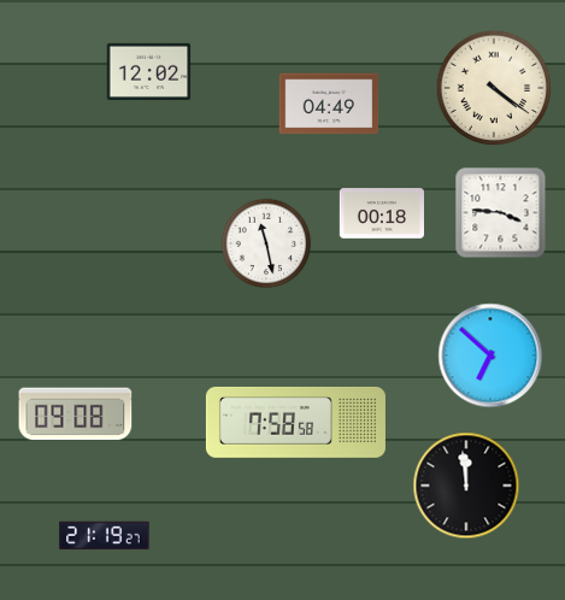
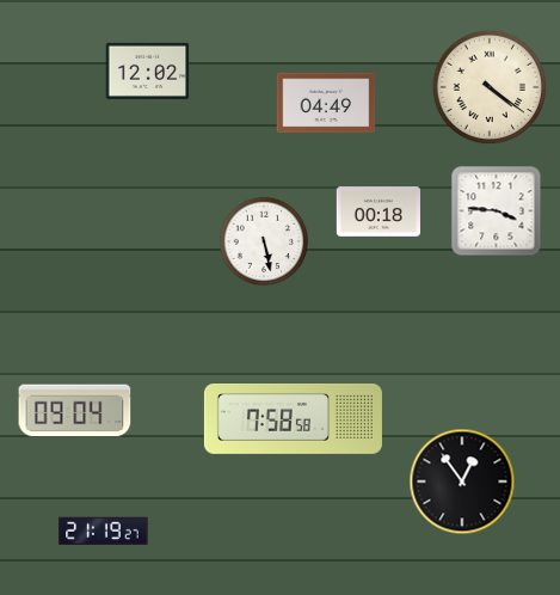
clock at (266, 243): 11:28 -> 5:28
clock at (490, 355): 6:52 -> none
clock at (76, 414): 09:08 -> 09:04
clock at (466, 486): 11:59 -> 12:54
